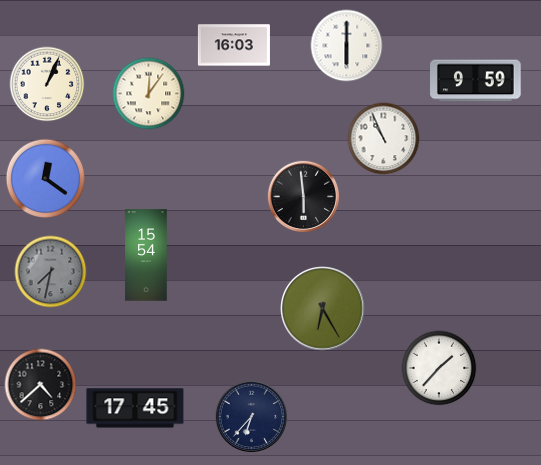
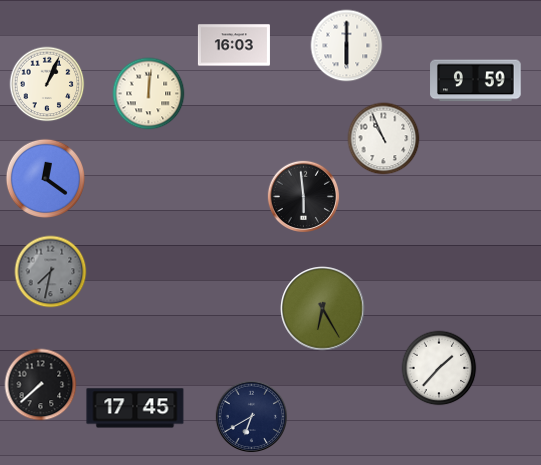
clock at (149, 94): 12:06 -> 12:01
clock at (146, 255): 15:54 -> none
clock at (41, 385): 4:38 -> 7:38
clock at (252, 417): 6:37 -> 6:40
